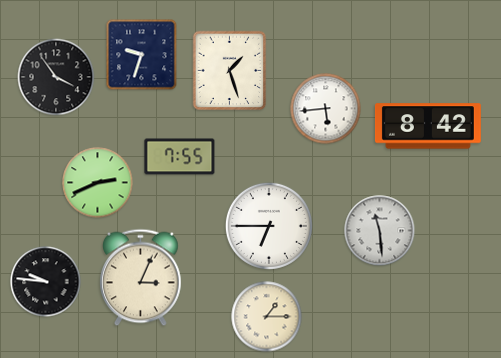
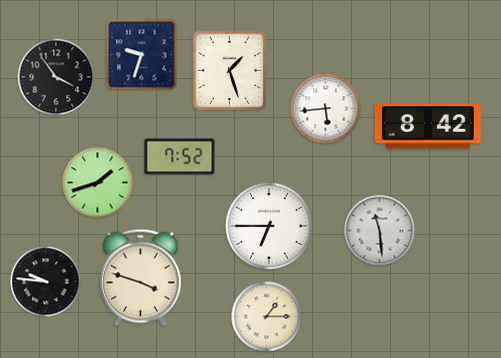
clock at (180, 157): 7:55 -> 7:52
clock at (98, 183): 2:41 -> 1:42
clock at (141, 278): 3:04 -> 3:48
